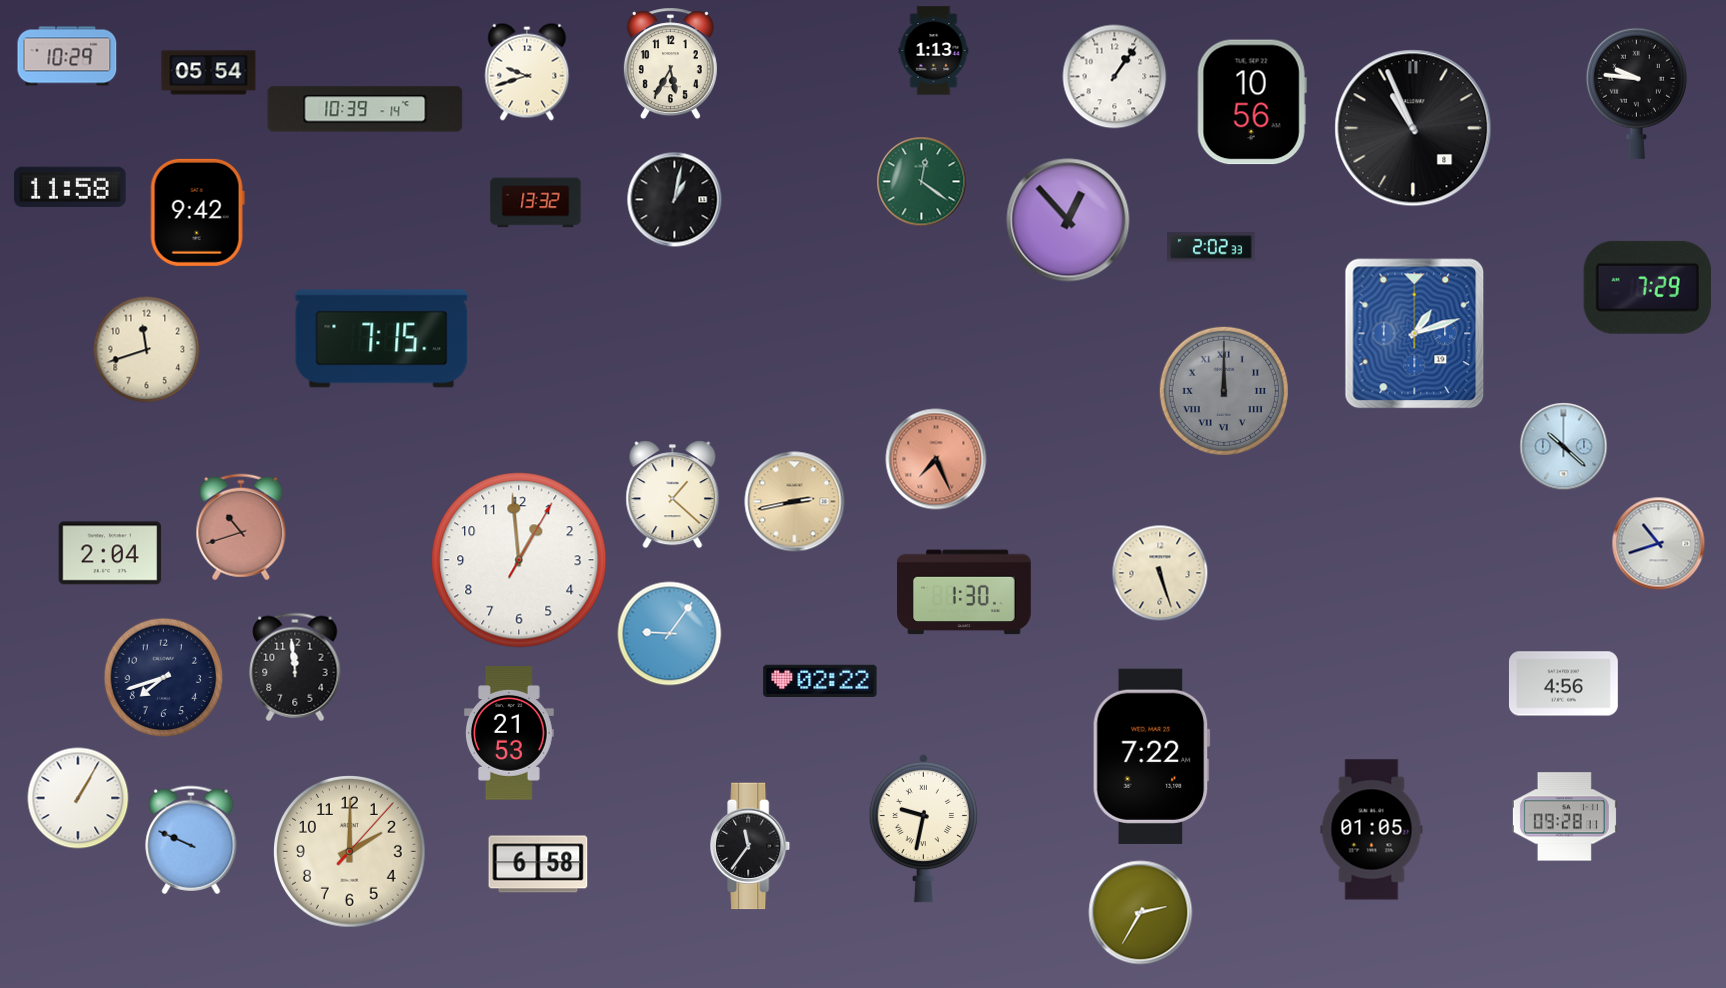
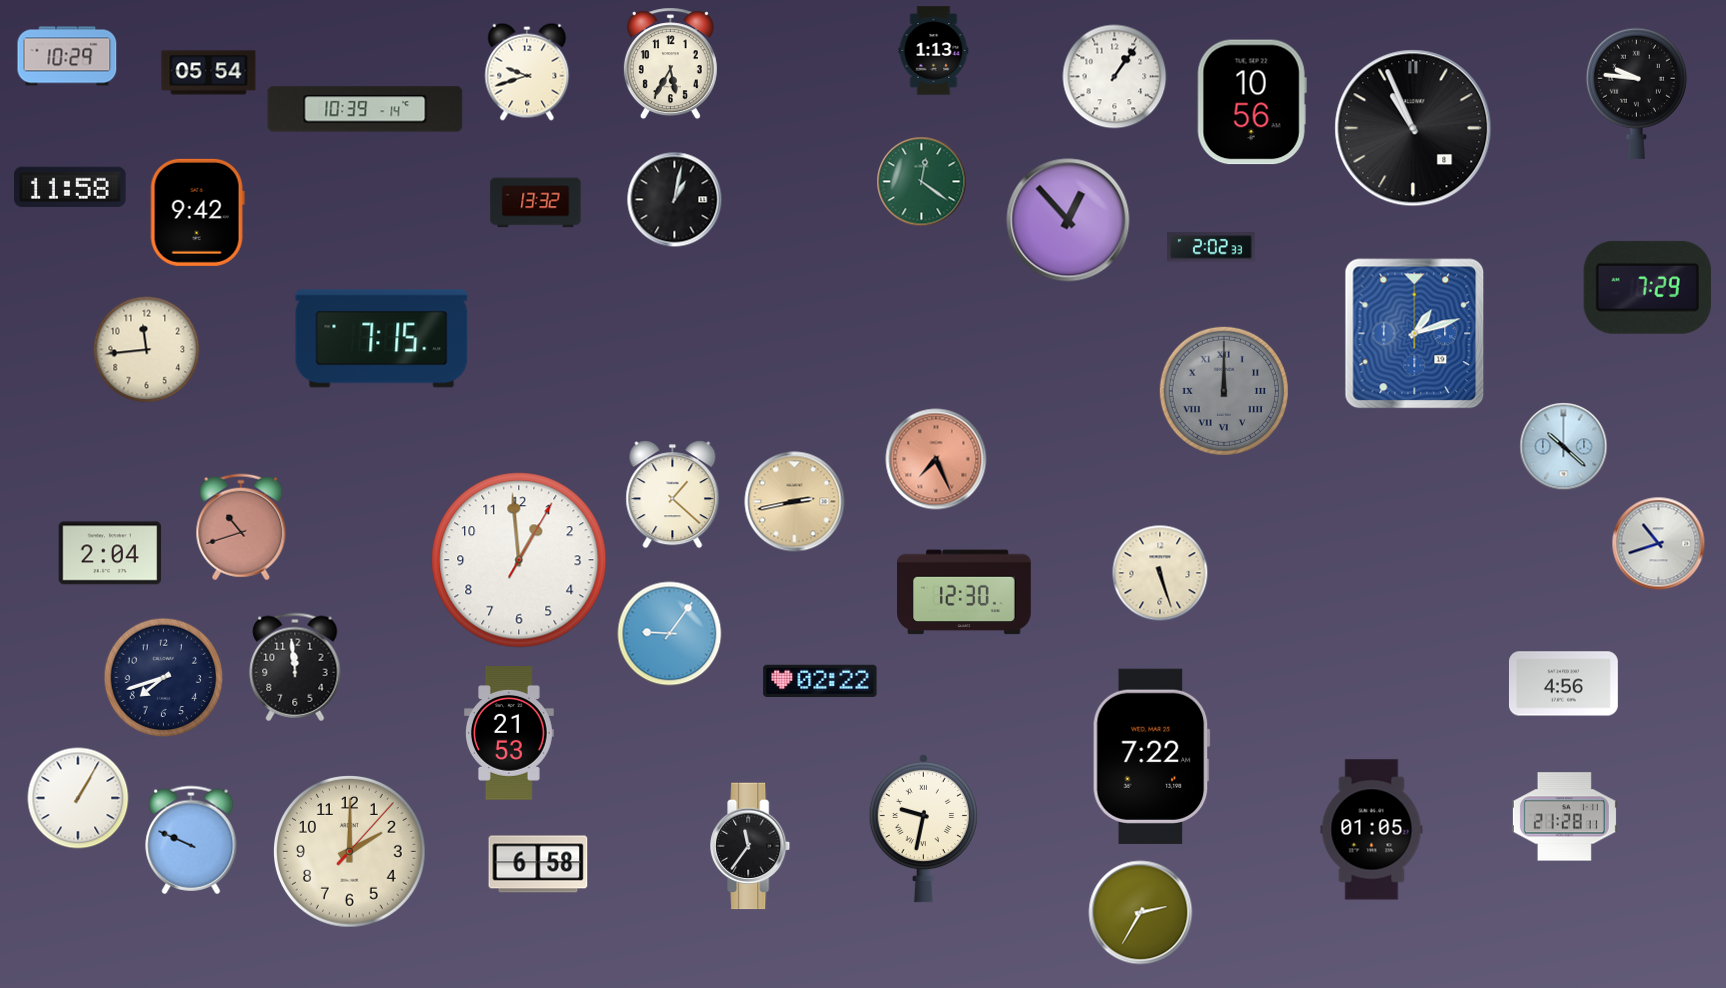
clock at (147, 350): 11:42 -> 11:44
clock at (965, 592): 1:30 -> 12:30
clock at (1564, 817): 09:28 -> 21:28
